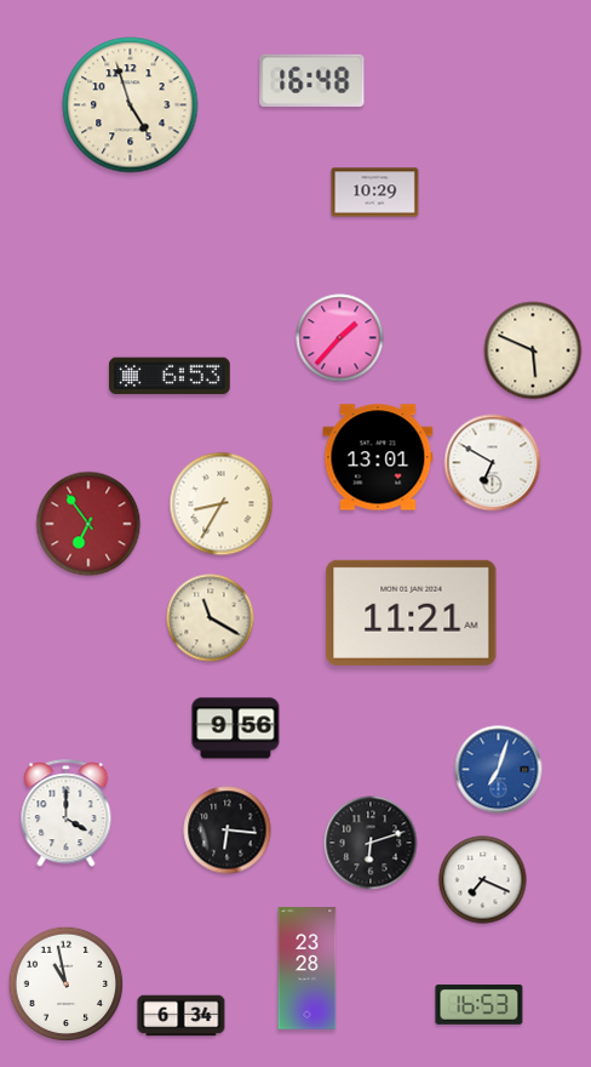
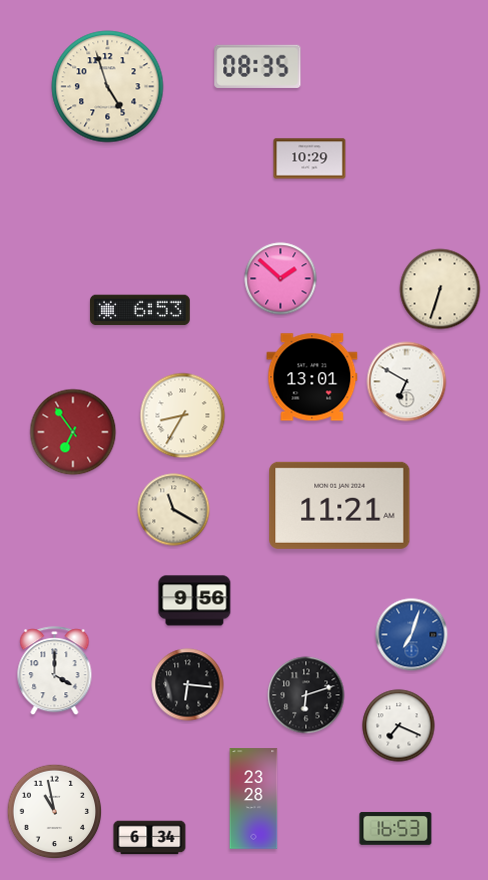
clock at (312, 80): 16:48 -> 08:35
clock at (340, 338): 1:37 -> 1:52
clock at (533, 350): 5:49 -> 6:33
